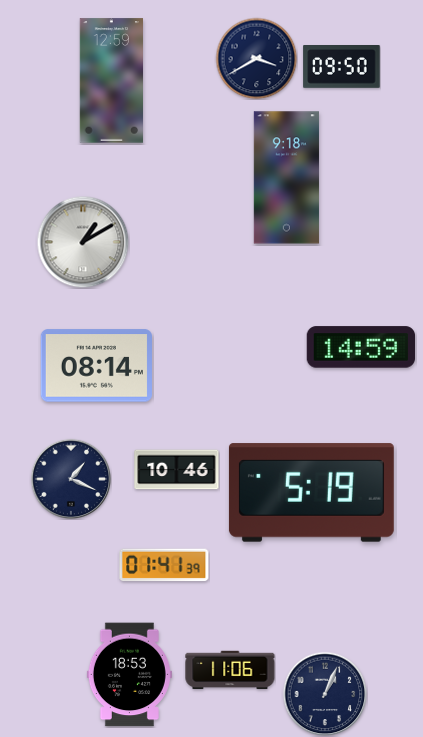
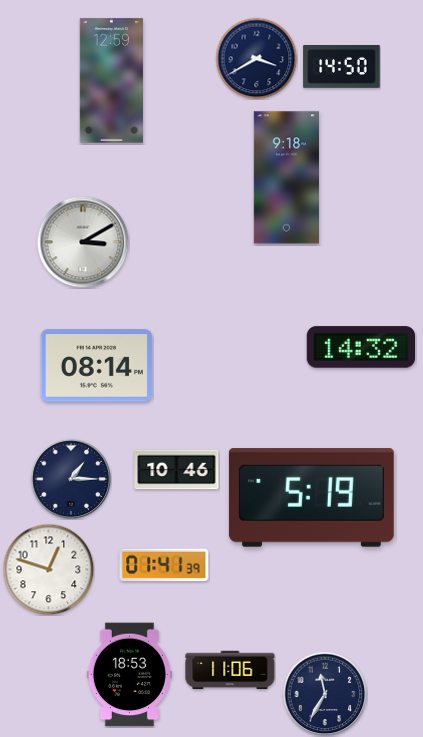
clock at (342, 67): 09:50 -> 14:50
clock at (83, 242): 1:10 -> 3:10
clock at (361, 347): 14:59 -> 14:32
clock at (71, 479): 1:19 -> 1:15
clock at (311, 493) position: (311, 493) -> (311, 498)
clock at (48, 569): none -> 12:48
clock at (325, 694): 1:04 -> 11:35
